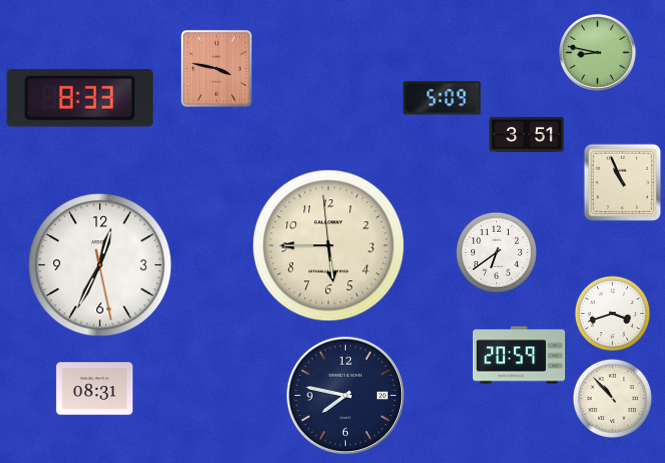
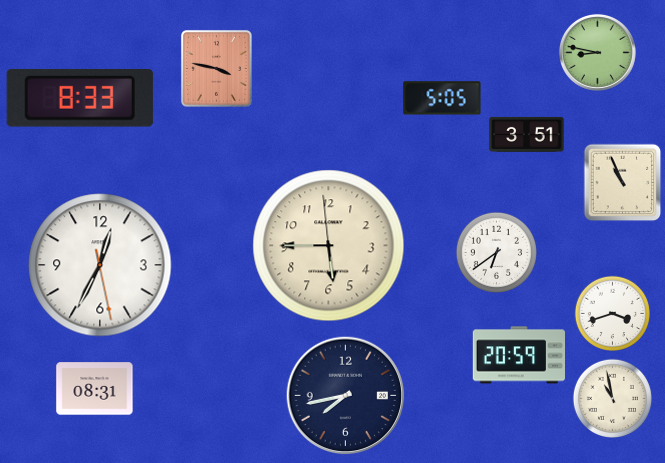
clock at (442, 98): 5:09 -> 5:05
clock at (346, 396): 7:47 -> 7:43
clock at (612, 398): 10:53 -> 10:58
